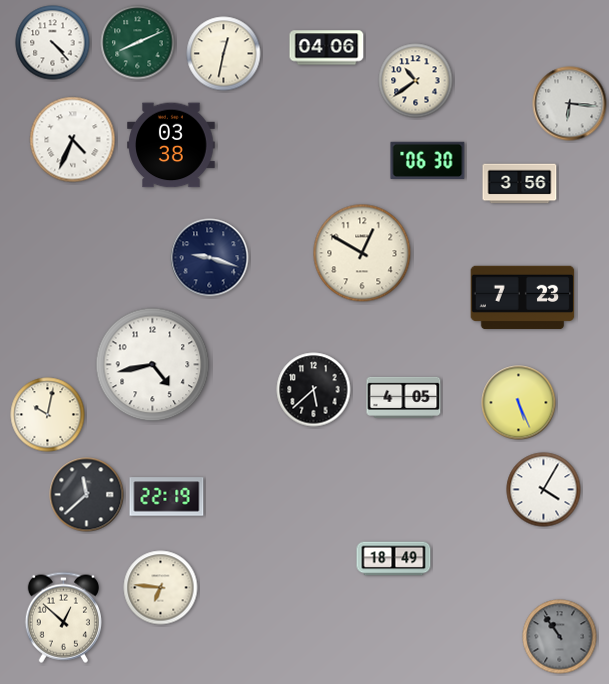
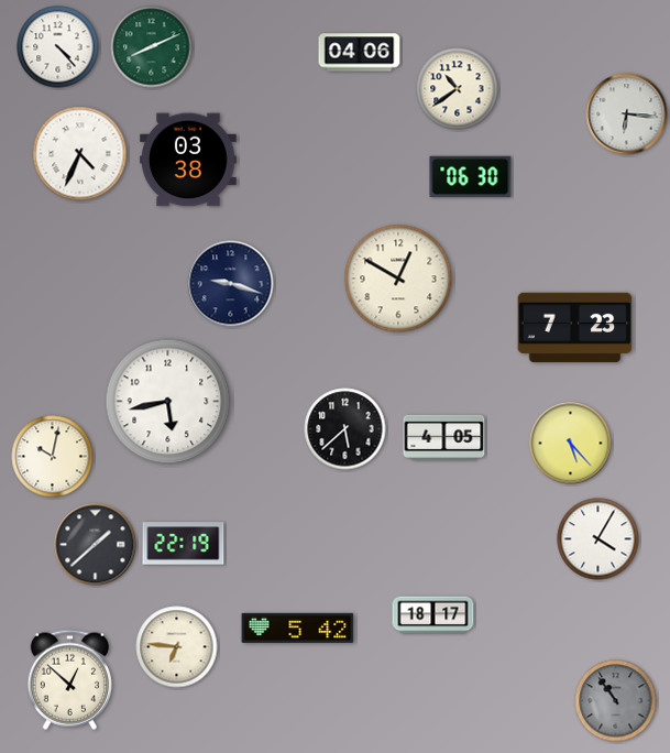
clock at (224, 54): 12:32 -> none
clock at (520, 184): 3:56 -> none
clock at (153, 365): 4:43 -> 5:43
clock at (519, 403): 5:26 -> 5:23
clock at (87, 495): 11:38 -> 1:38
clock at (167, 497) position: (167, 497) -> (184, 544)
clock at (394, 559): 18:49 -> 18:17
clock at (298, 627): none -> 5:42
